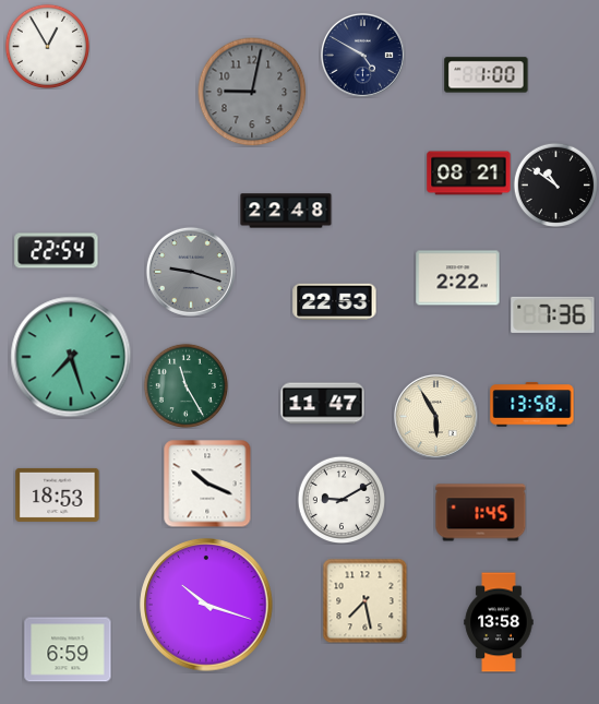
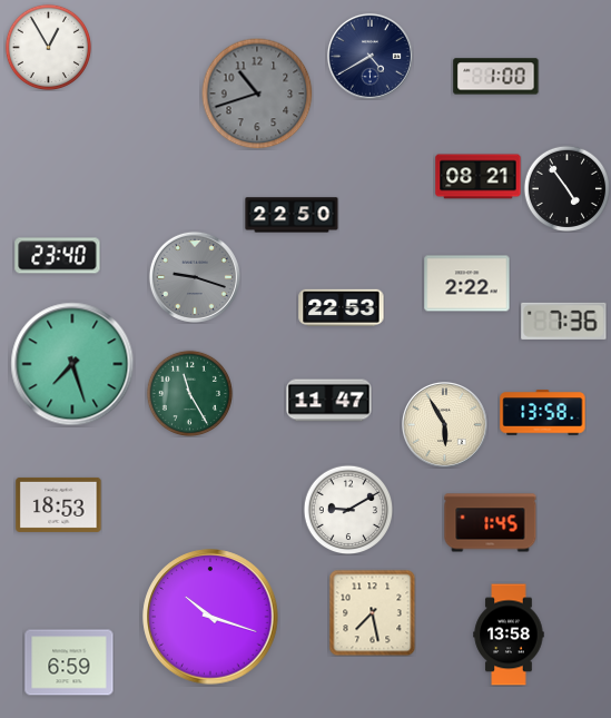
clock at (362, 55): 4:50 -> 4:40
clock at (252, 92): 9:02 -> 10:42
clock at (555, 184): 10:51 -> 4:54
clock at (286, 211): 22:48 -> 22:50
clock at (57, 251): 22:54 -> 23:40
clock at (323, 404) position: (323, 404) -> (329, 401)
clock at (207, 484): 10:19 -> none
